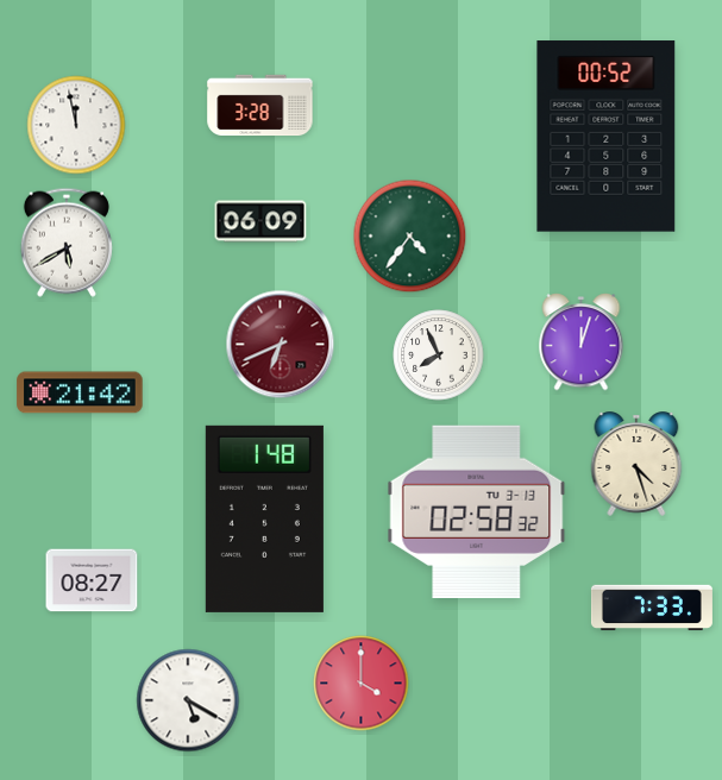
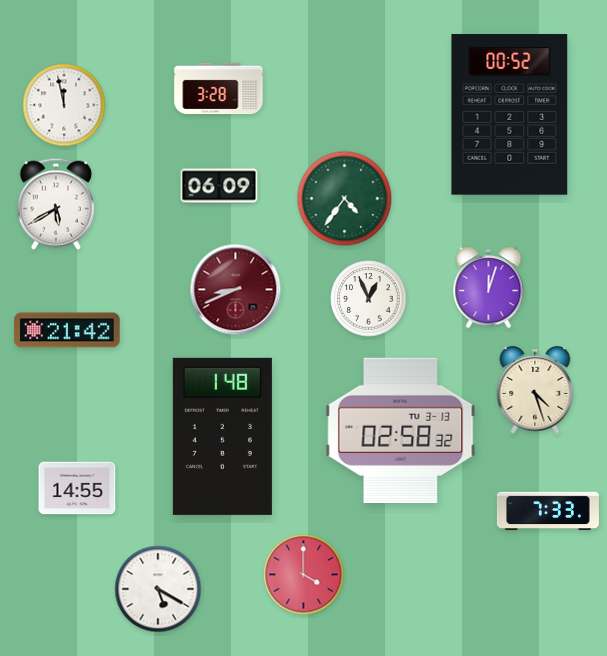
clock at (281, 345): 6:41 -> 8:41
clock at (439, 356): 7:56 -> 12:56
clock at (92, 580): 08:27 -> 14:55
